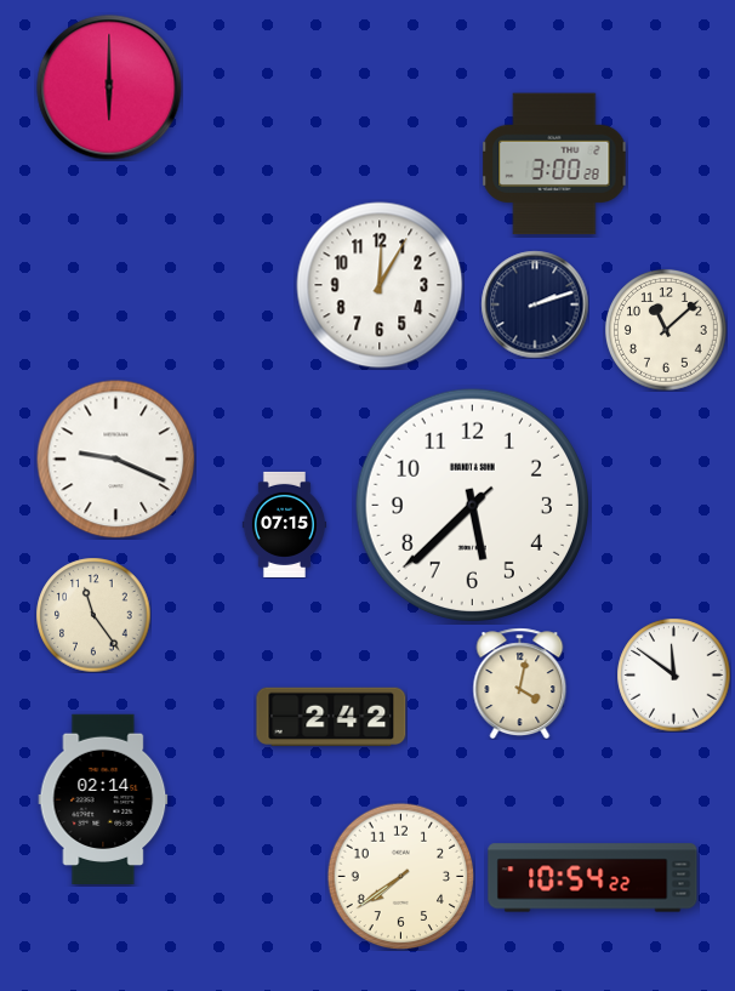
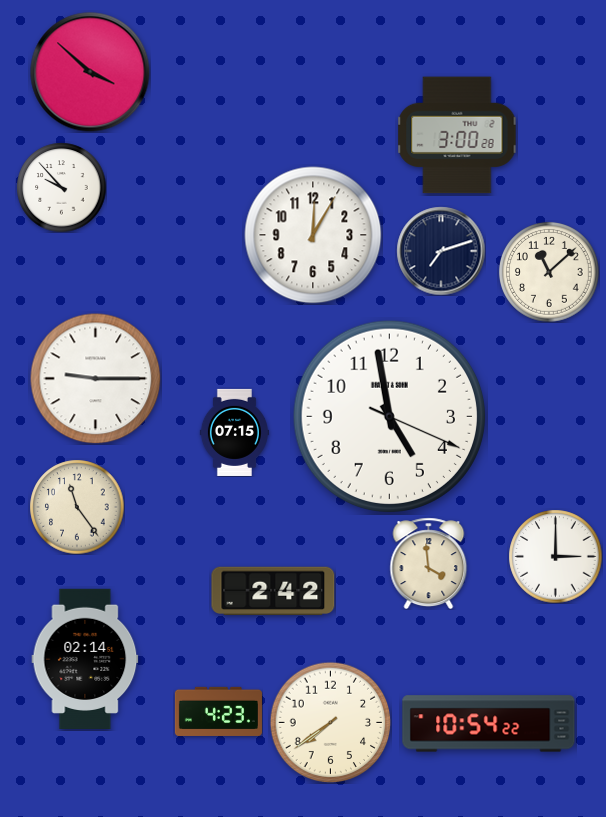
clock at (109, 87): 6:00 -> 3:52
clock at (61, 187): none -> 9:53
clock at (535, 304): 2:12 -> 7:12
clock at (116, 460): 9:19 -> 9:15
clock at (472, 505): 5:37 -> 4:58
clock at (673, 674): 11:51 -> 3:00
clock at (520, 683): 4:02 -> 3:59
clock at (218, 711): none -> 4:23
